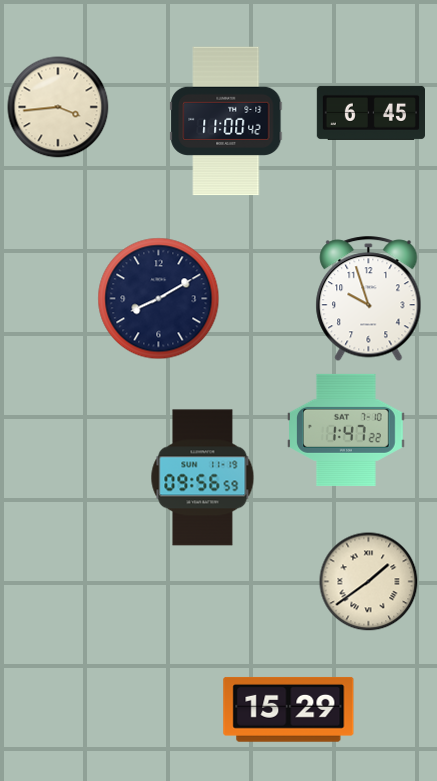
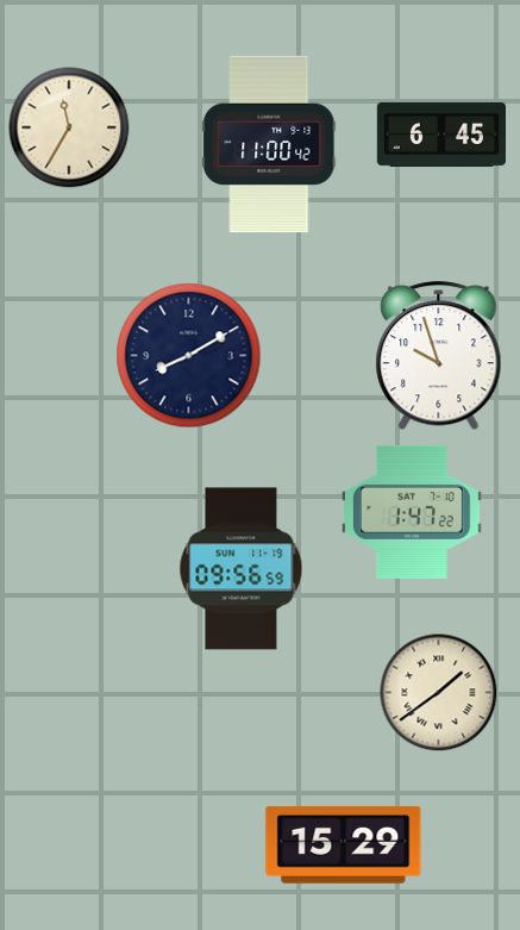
clock at (58, 107): 3:44 -> 11:35
